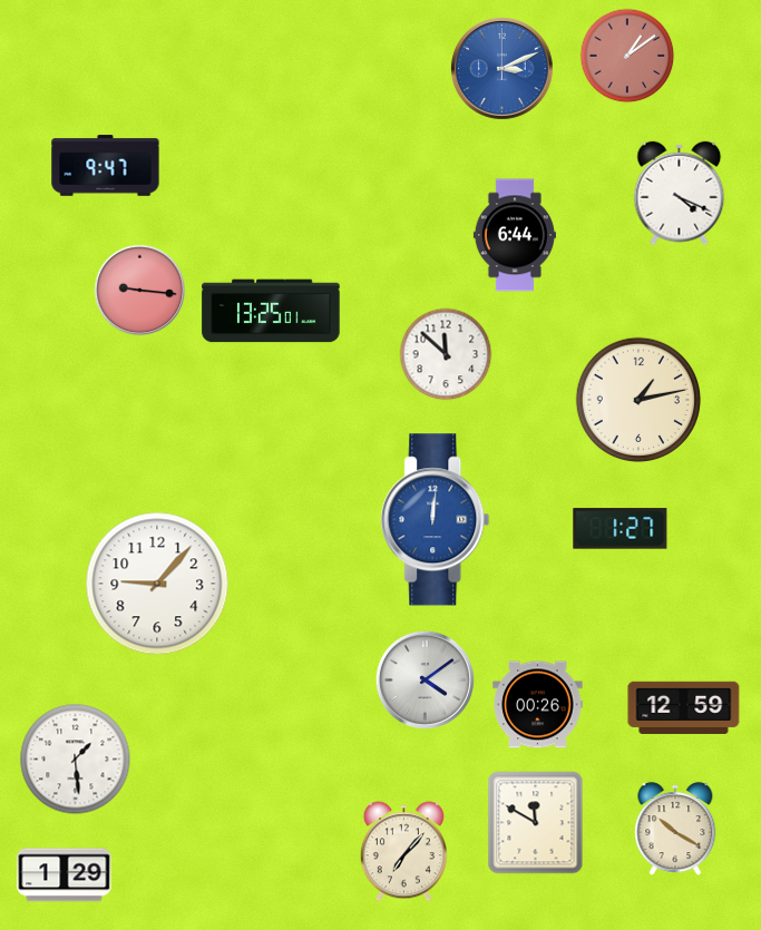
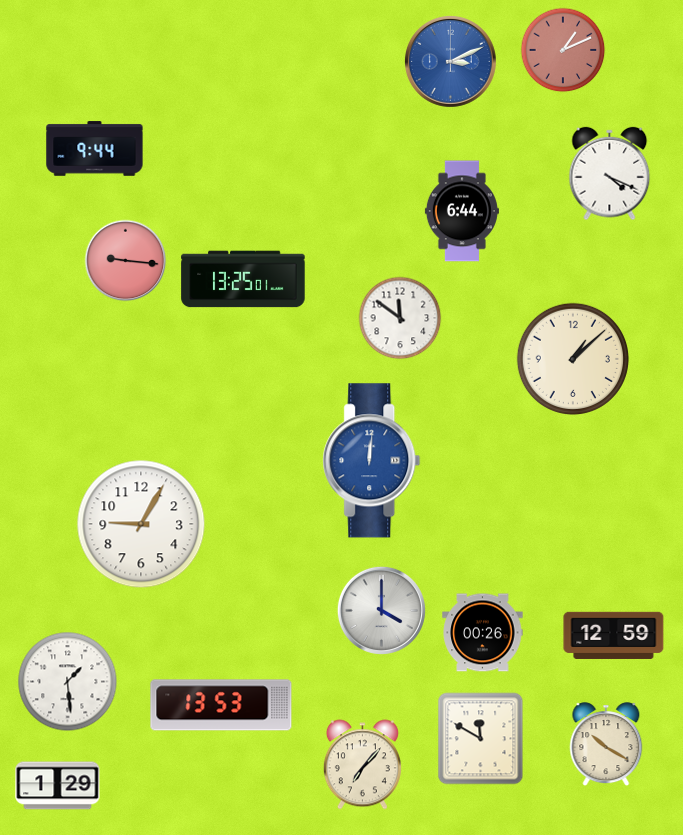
clock at (627, 56): 1:09 -> 1:11
clock at (106, 166): 9:47 -> 9:44
clock at (446, 354): 11:52 -> 11:51
clock at (638, 400): 1:13 -> 1:08
clock at (436, 520) position: (436, 520) -> (372, 461)
clock at (621, 529): 1:27 -> none
clock at (157, 584): 9:07 -> 9:05
clock at (425, 679): 4:09 -> 4:00
clock at (221, 705): none -> 13:53
